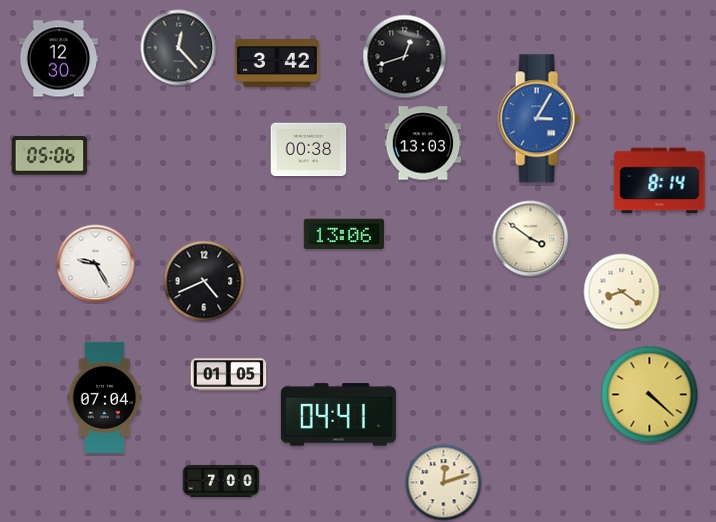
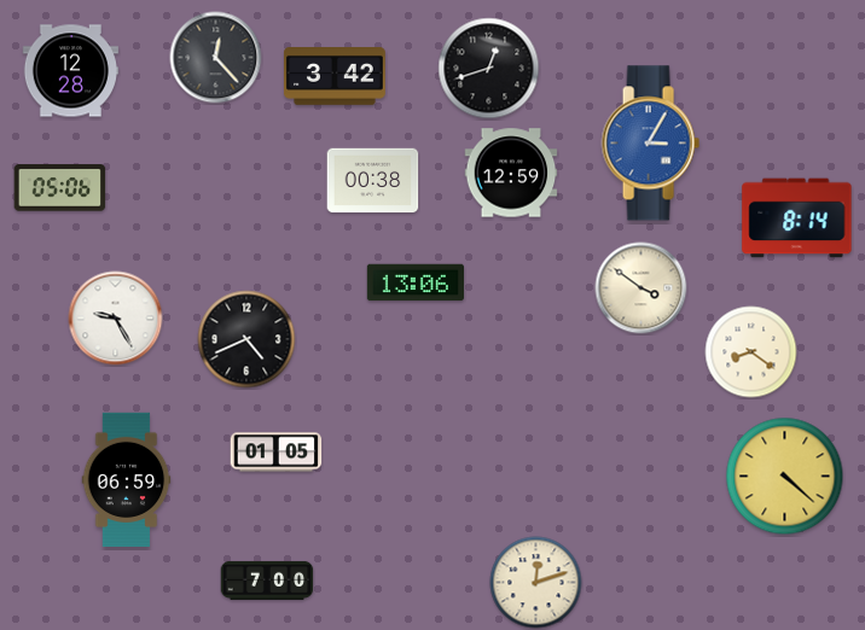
clock at (58, 59): 12:30 -> 12:28
clock at (423, 143): 13:03 -> 12:59
clock at (105, 398): 07:04 -> 06:59
clock at (338, 415): 04:41 -> none
